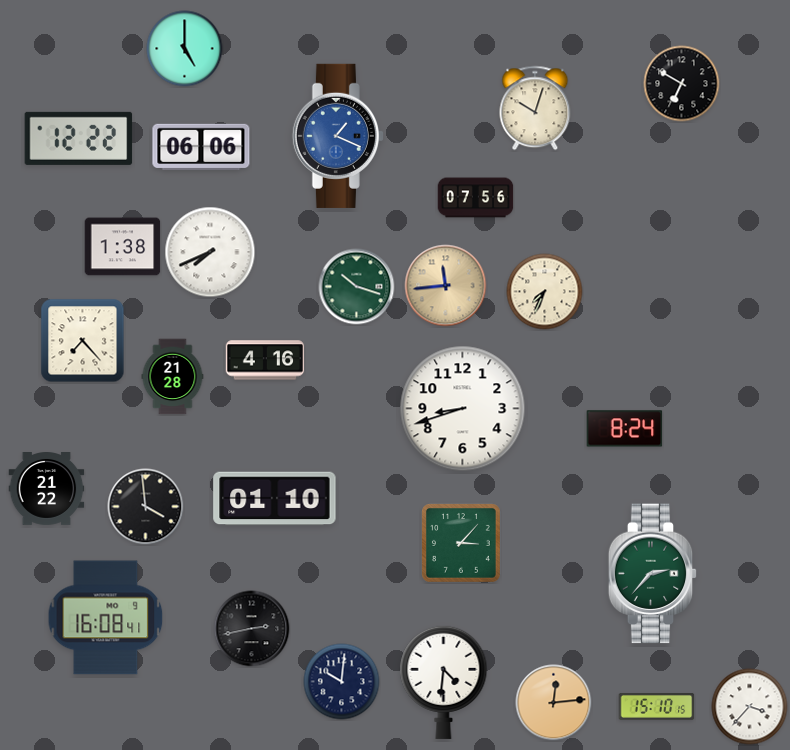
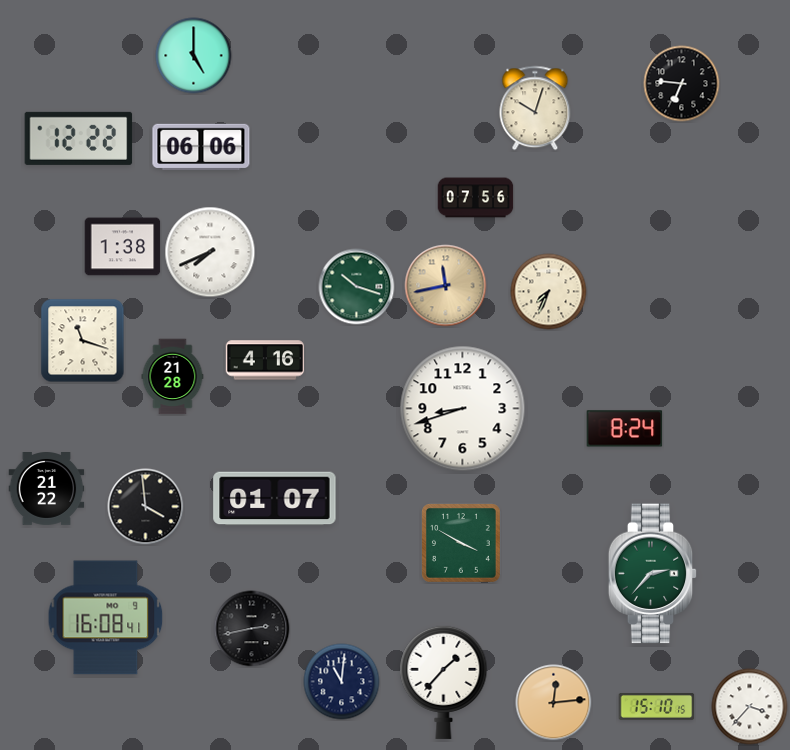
clock at (185, 49) position: (185, 49) -> (194, 56)
clock at (682, 84): 6:50 -> 6:46
clock at (338, 136): 1:19 -> none
clock at (446, 286): 11:44 -> 11:43
clock at (545, 292) position: (545, 292) -> (549, 292)
clock at (83, 341): 7:23 -> 11:18
clock at (275, 499): 01:10 -> 01:07
clock at (462, 544): 3:07 -> 3:50
clock at (342, 682): 10:01 -> 11:01
clock at (444, 682): 4:31 -> 1:37
